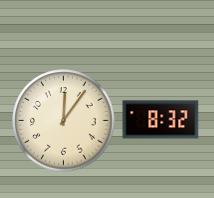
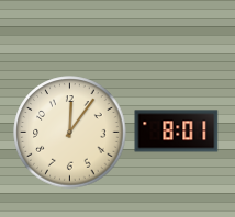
clock at (161, 120): 8:32 -> 8:01
